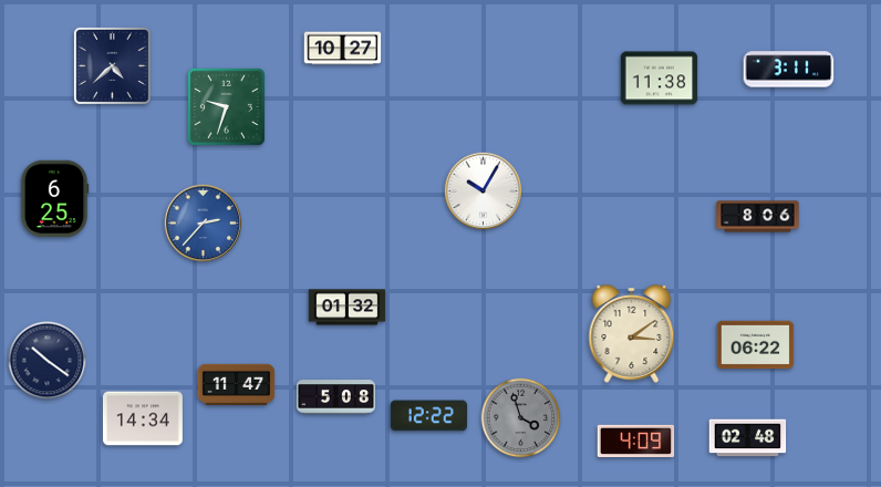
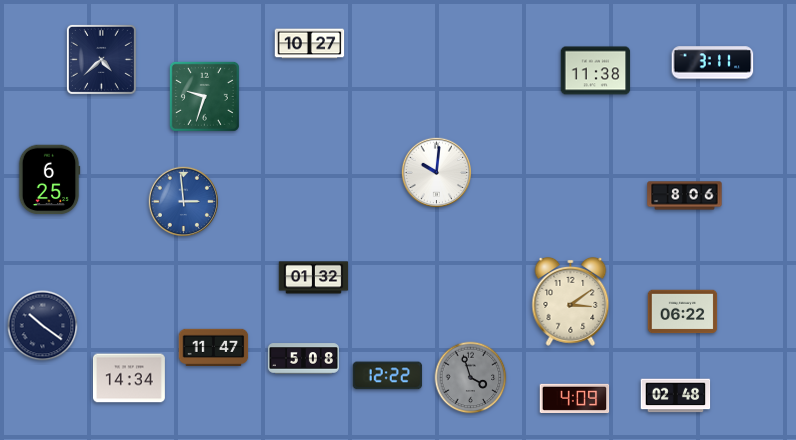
clock at (484, 191): 10:05 -> 10:01
clock at (204, 224): 2:37 -> 2:59
